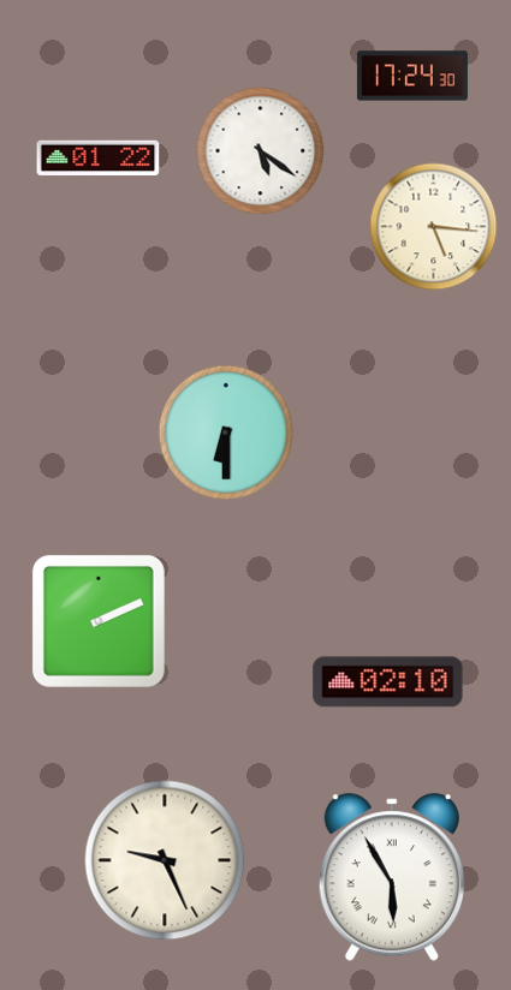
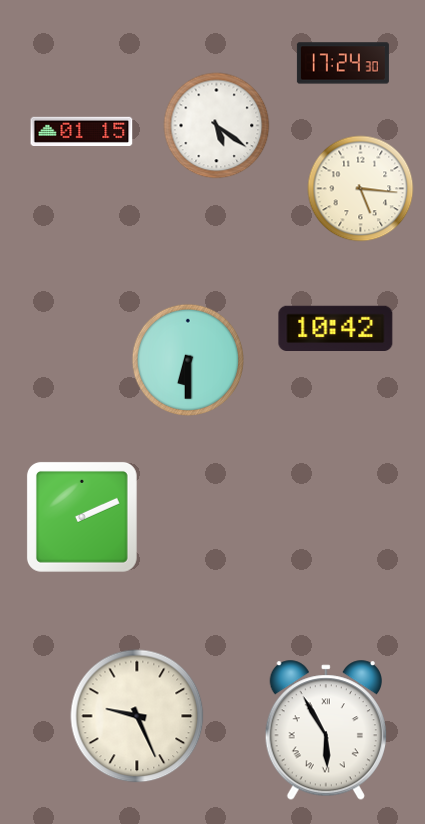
clock at (99, 159): 01:22 -> 01:15
clock at (336, 329): none -> 10:42
clock at (388, 682): 02:10 -> none
